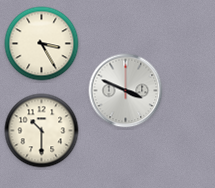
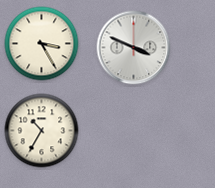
clock at (126, 91) position: (126, 91) -> (134, 48)
clock at (42, 131): 10:30 -> 10:35
